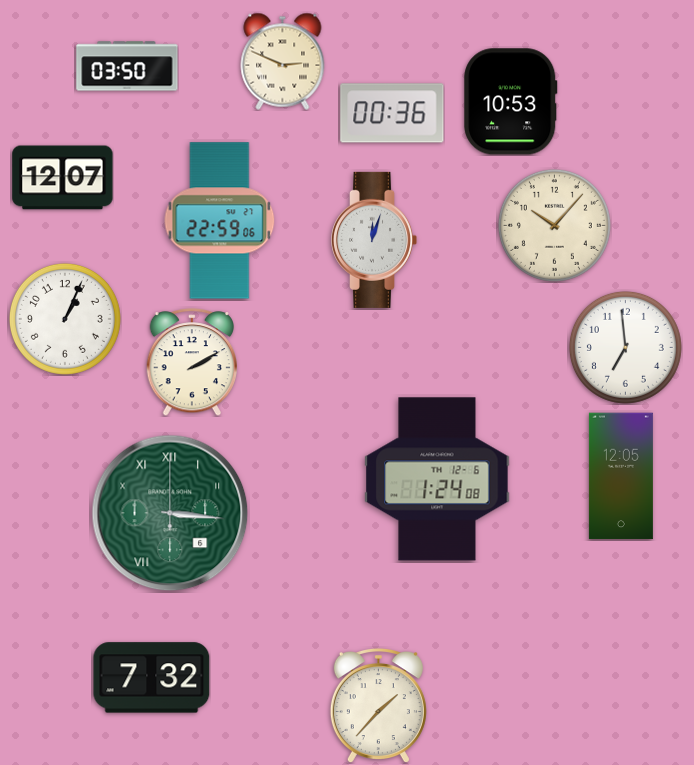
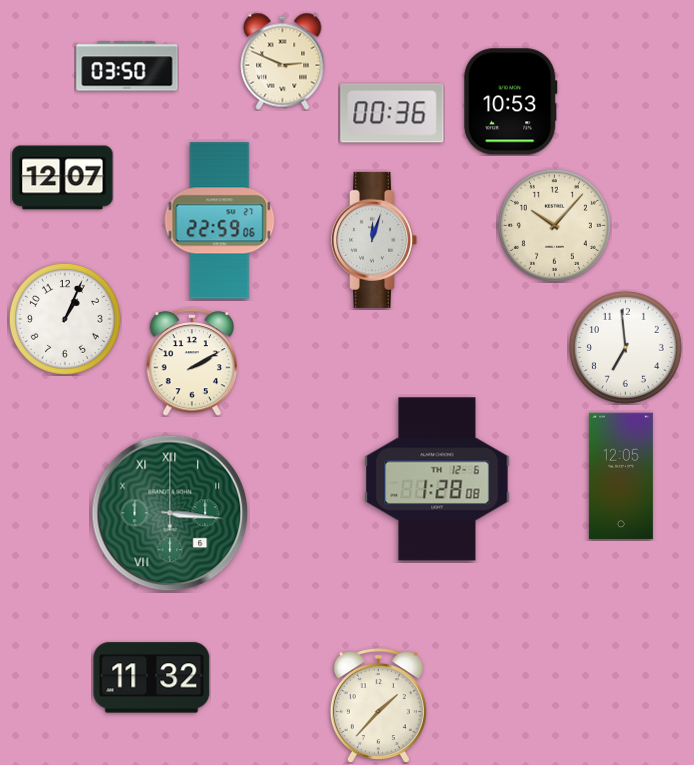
clock at (437, 479): 1:24 -> 1:28
clock at (152, 678): 7:32 -> 11:32
